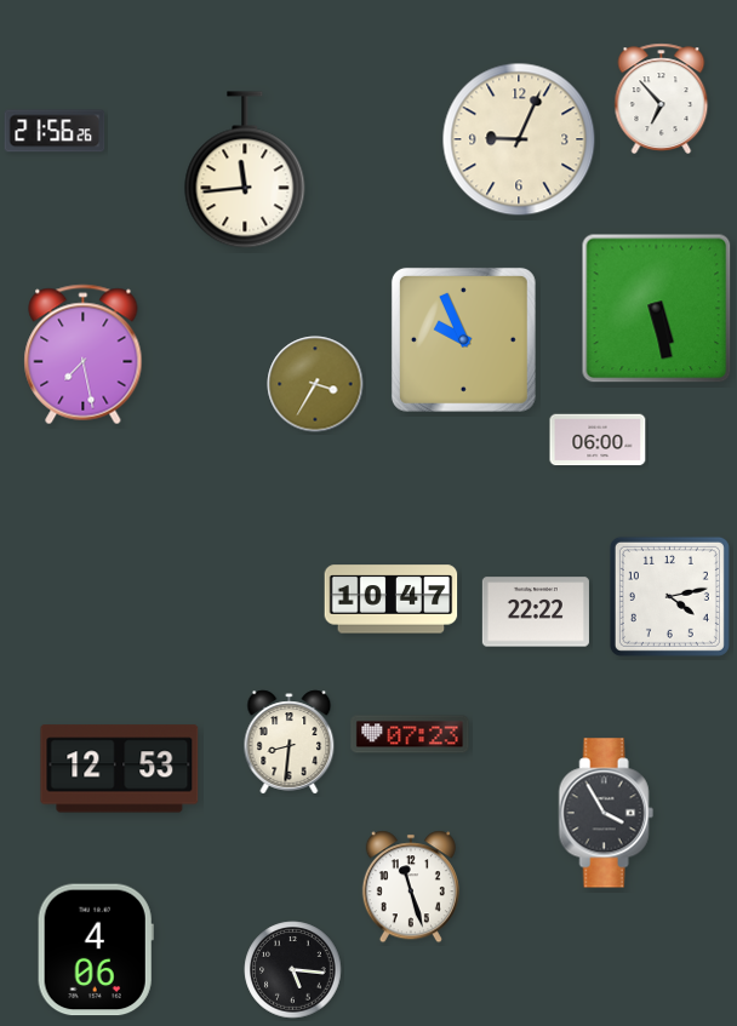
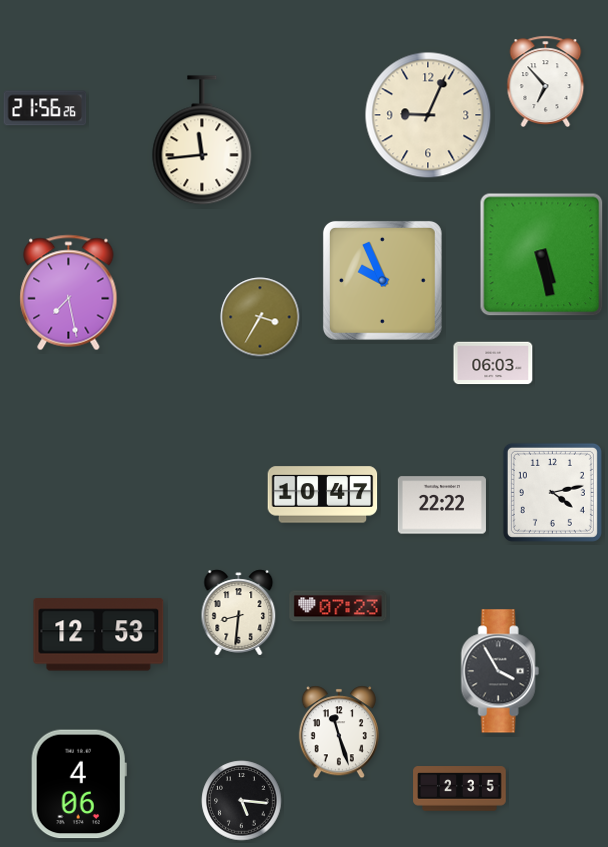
clock at (598, 440): 06:00 -> 06:03
clock at (460, 789): none -> 2:35
